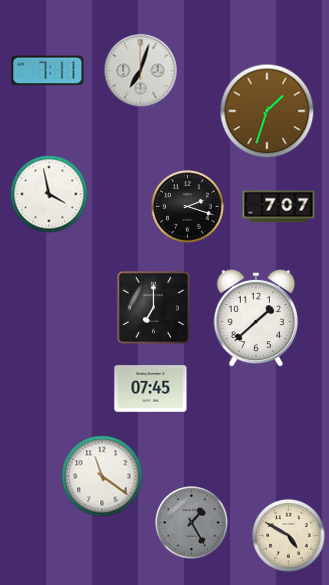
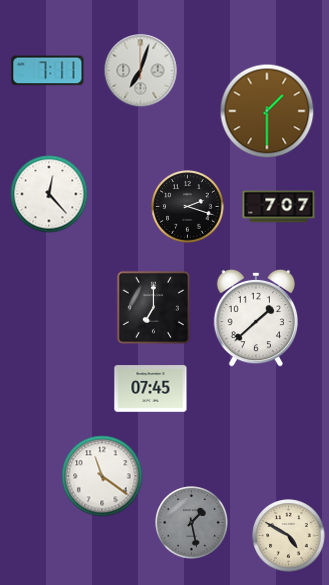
clock at (267, 111): 1:33 -> 1:30
clock at (49, 194): 3:58 -> 12:23
clock at (192, 523): 1:25 -> 1:28
